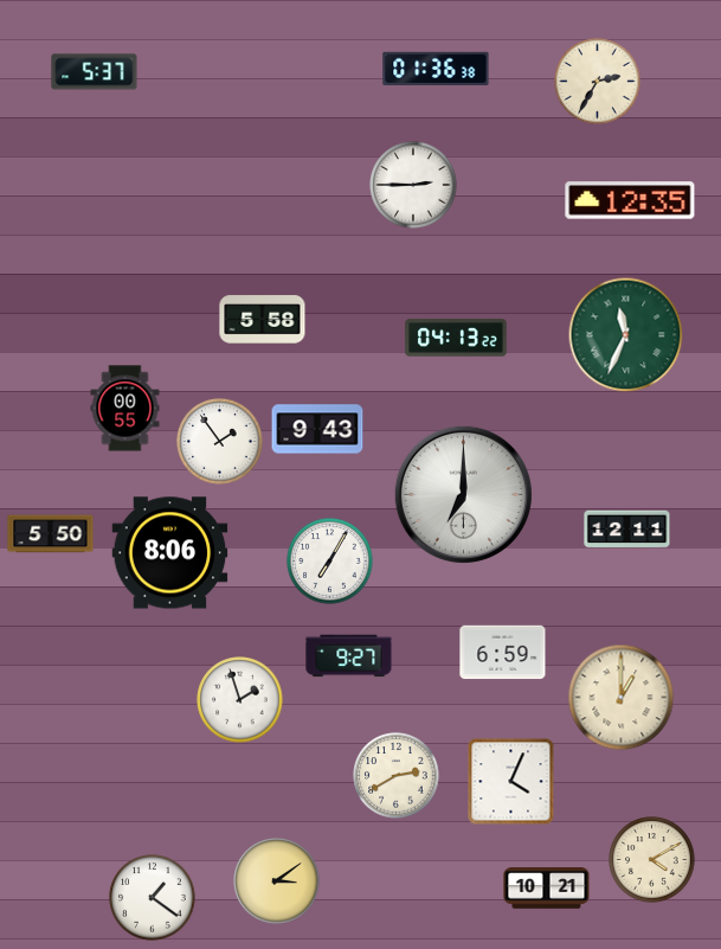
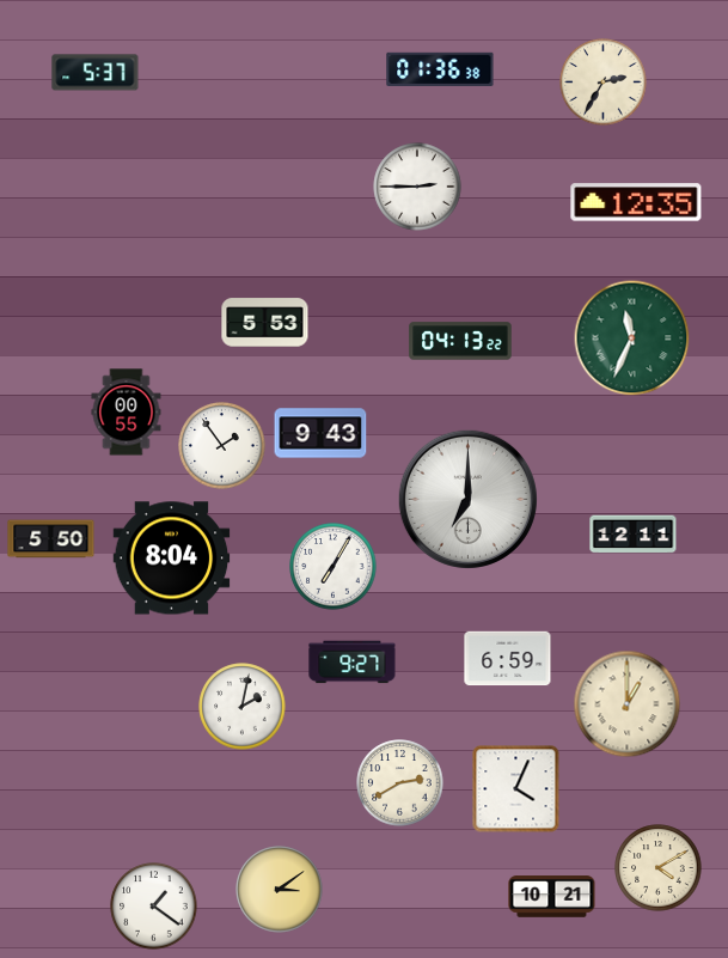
clock at (263, 320): 5:58 -> 5:53
clock at (170, 553): 8:06 -> 8:04
clock at (240, 700): 1:57 -> 2:02
